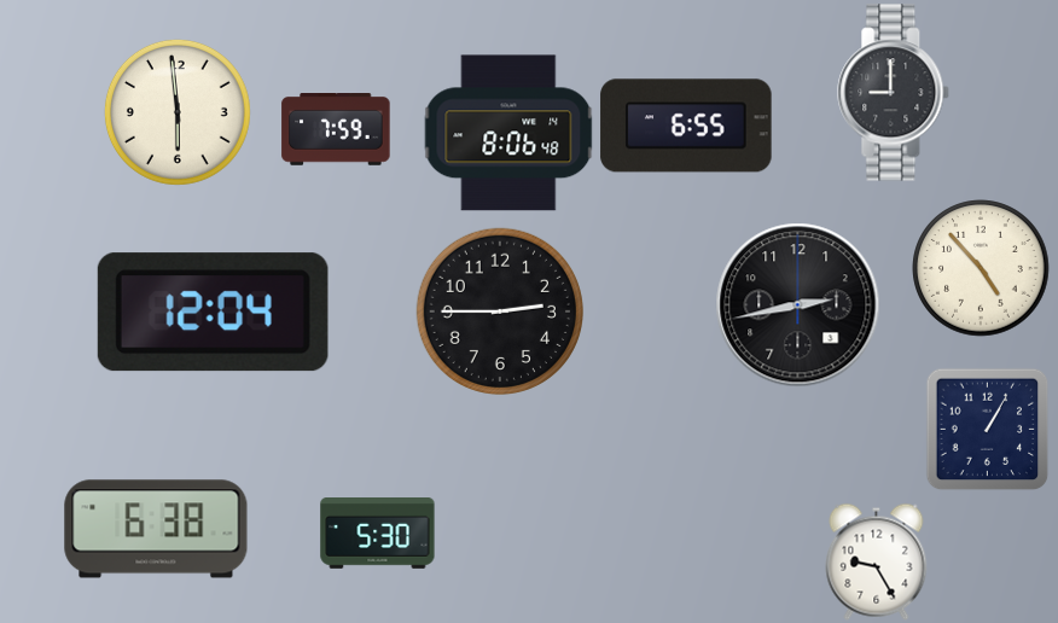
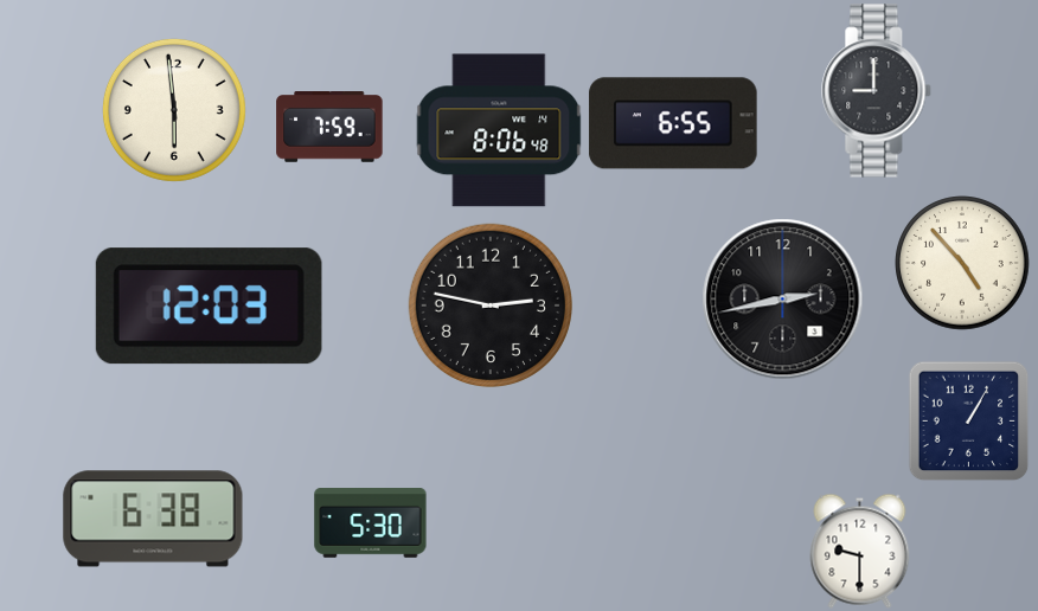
clock at (500, 311): 2:45 -> 2:47
clock at (213, 313): 12:04 -> 12:03
clock at (877, 561): 9:25 -> 9:30
